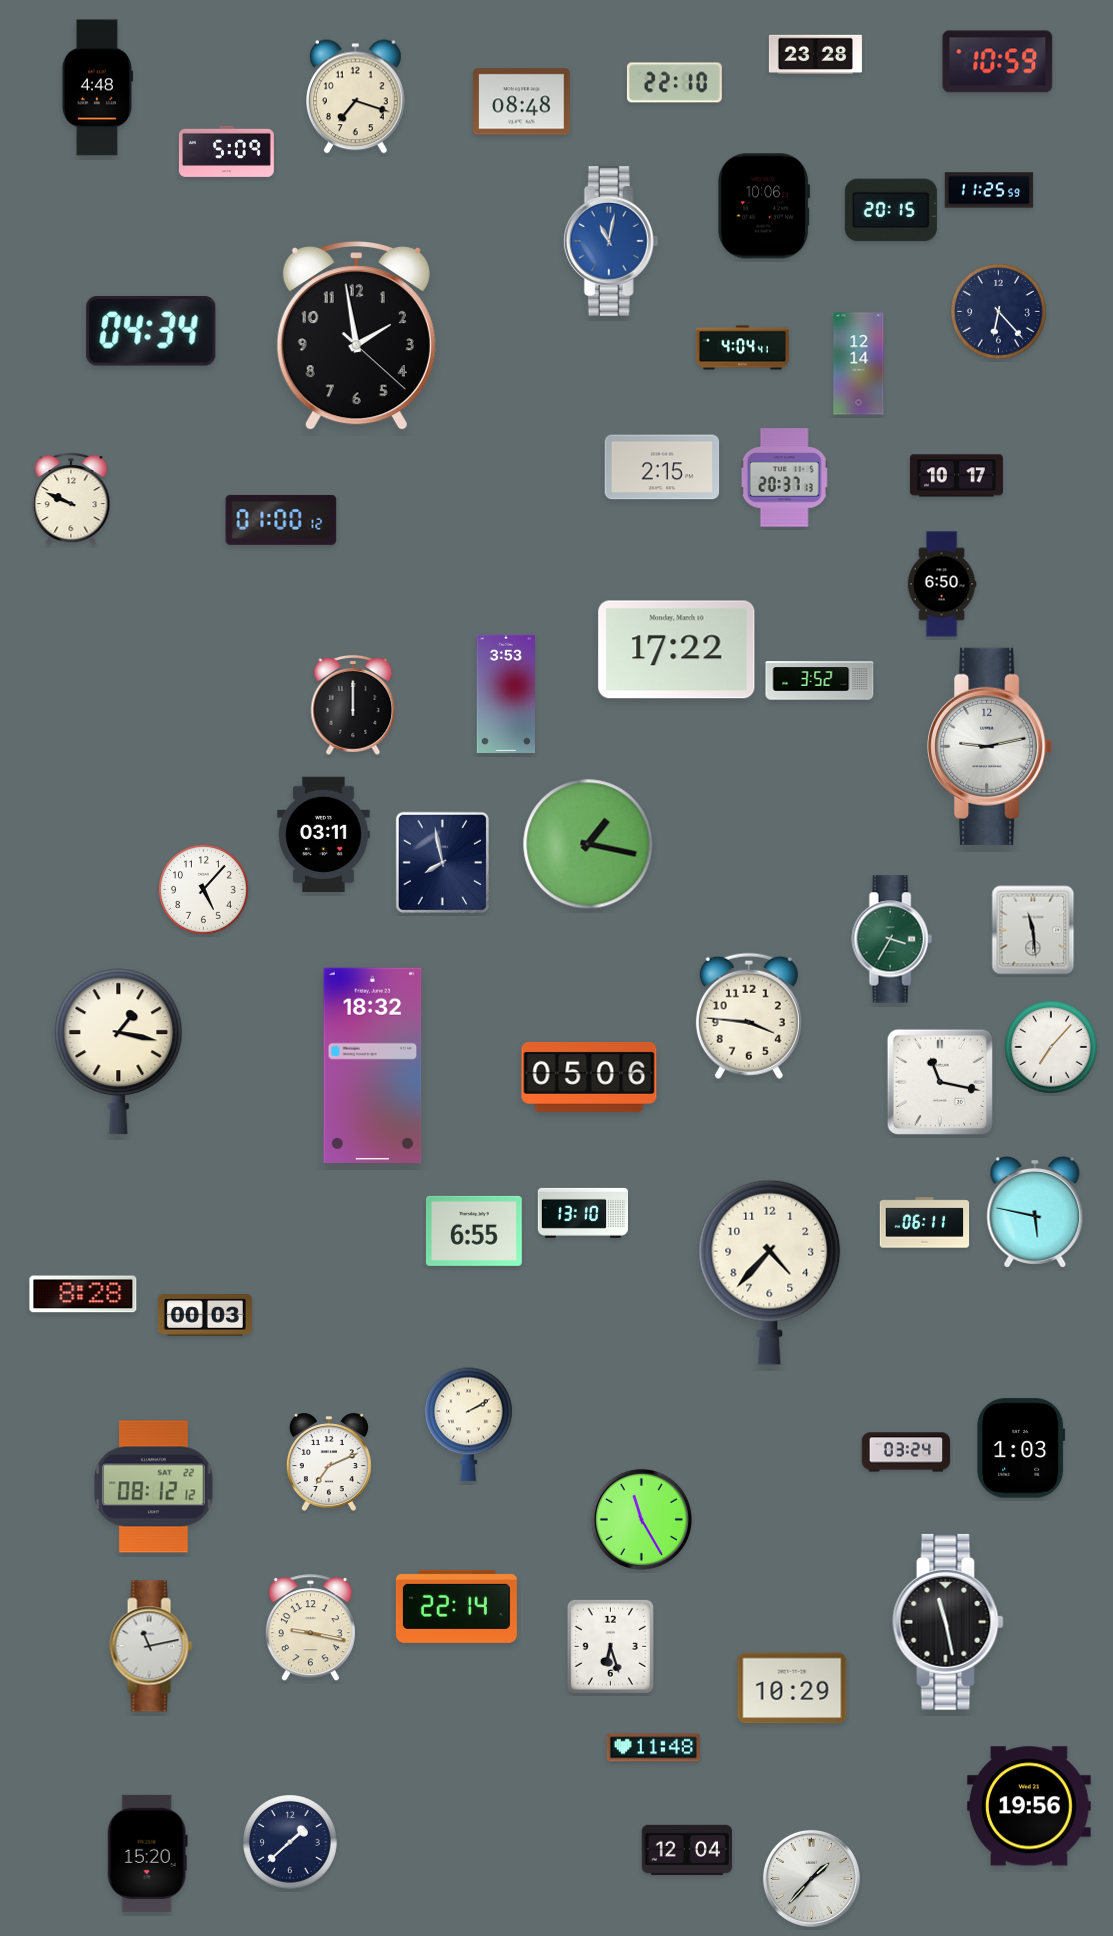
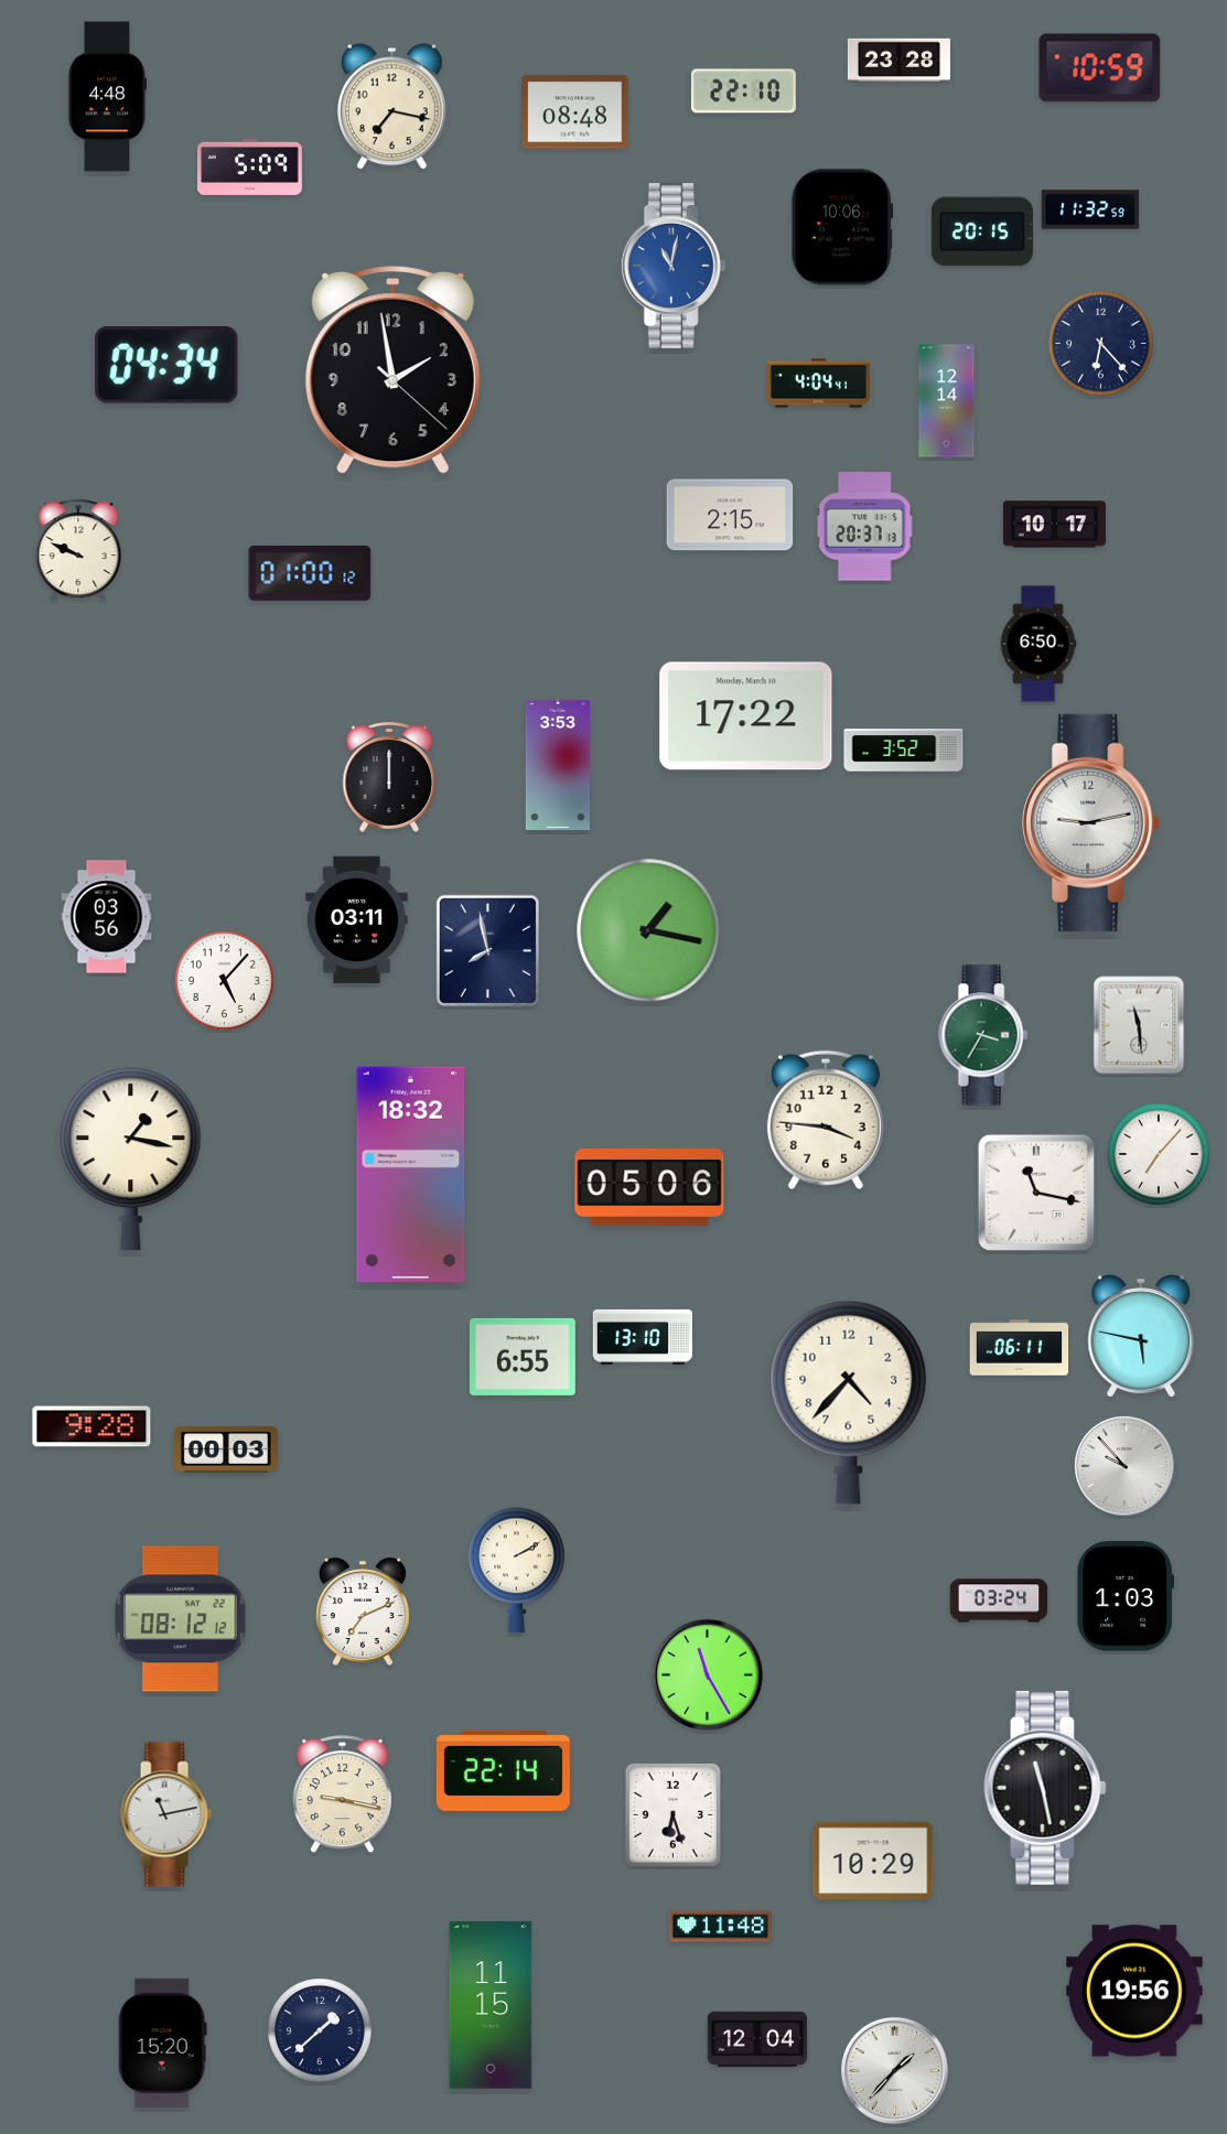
clock at (356, 97): 7:18 -> 7:17
clock at (989, 190): 11:25 -> 11:32
clock at (107, 917): none -> 03:56
clock at (83, 1294): 8:28 -> 9:28
clock at (1124, 1466): none -> 9:53
clock at (154, 1487) position: (154, 1487) -> (181, 1619)
clock at (491, 2005): none -> 11:15
